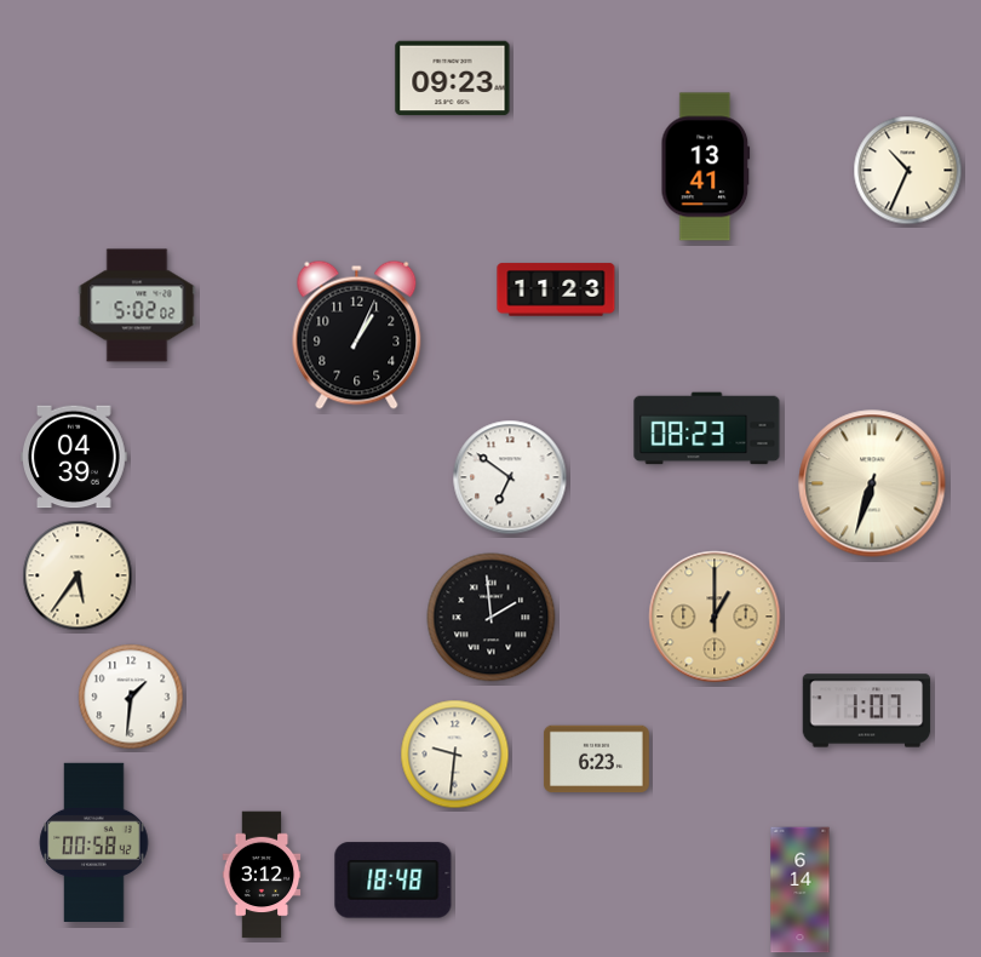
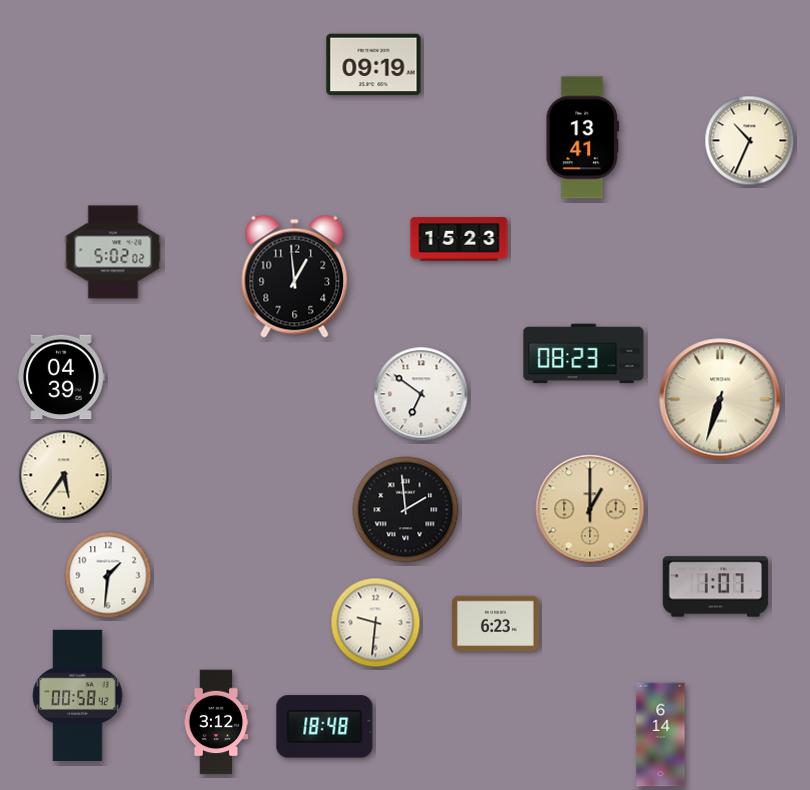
clock at (453, 79): 09:23 -> 09:19
clock at (556, 290): 11:23 -> 15:23
clock at (357, 334): 1:04 -> 12:59
clock at (596, 760) position: (596, 760) -> (495, 624)
